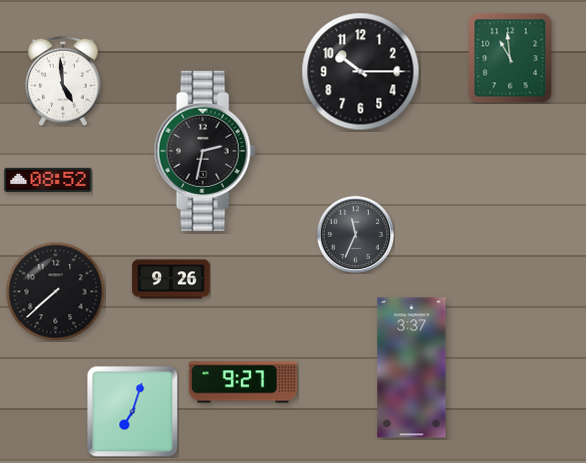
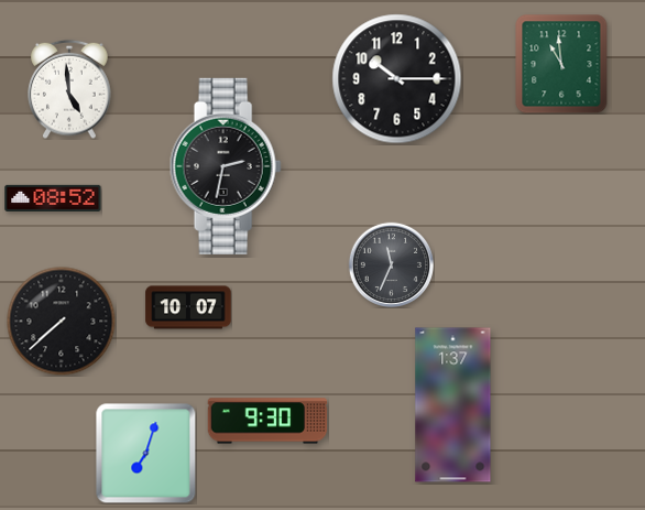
clock at (355, 234) position: (355, 234) -> (391, 264)
clock at (171, 279): 9:26 -> 10:07
clock at (412, 368): 3:37 -> 1:37
clock at (243, 382): 9:27 -> 9:30
